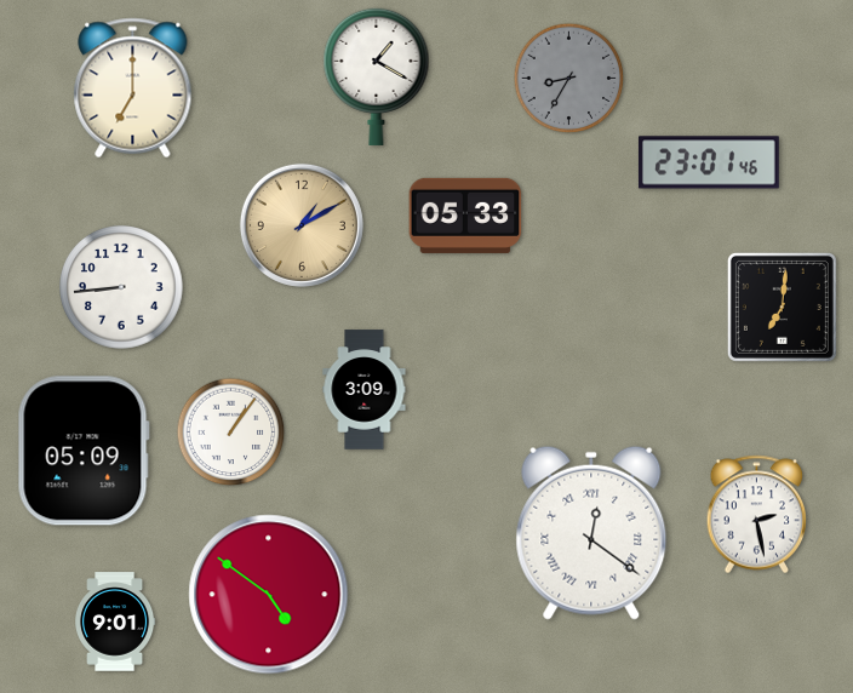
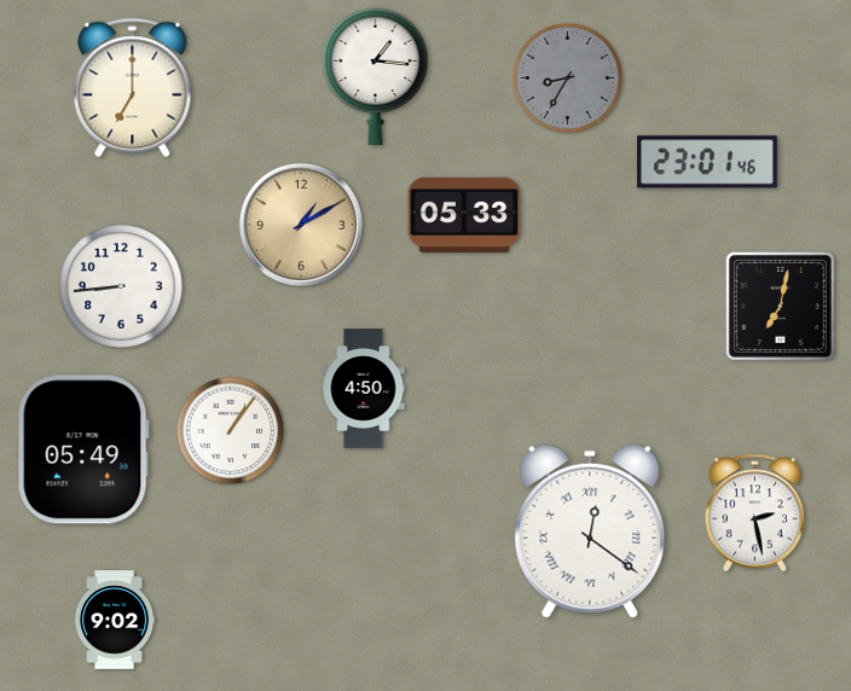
clock at (377, 76): 1:20 -> 1:16
clock at (782, 307): 7:01 -> 7:02
clock at (365, 390): 3:09 -> 4:50
clock at (84, 451): 05:09 -> 05:49
clock at (269, 595): 4:51 -> none
clock at (116, 622): 9:01 -> 9:02
